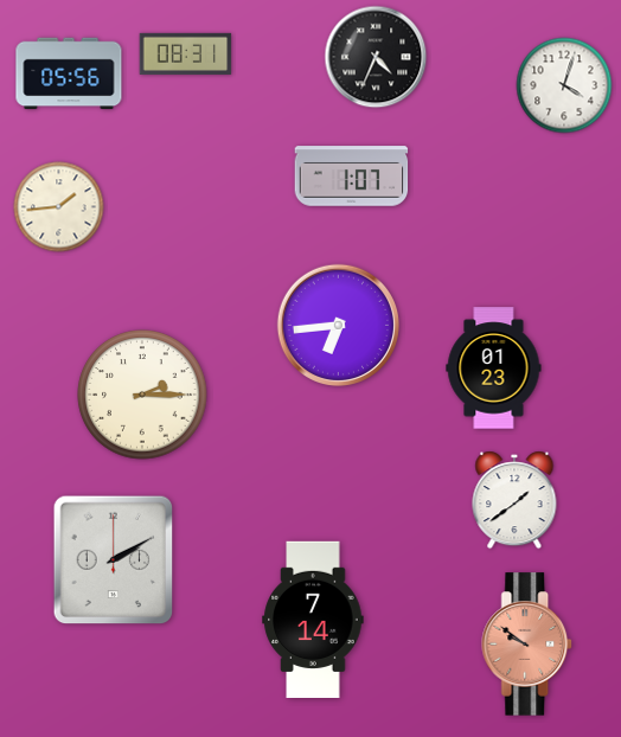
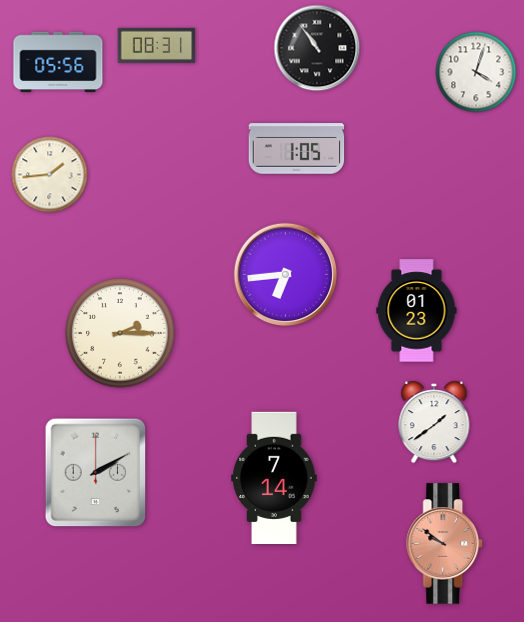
clock at (376, 57): 4:34 -> 10:54
clock at (352, 177): 1:07 -> 1:05
clock at (313, 619) position: (313, 619) -> (274, 477)
